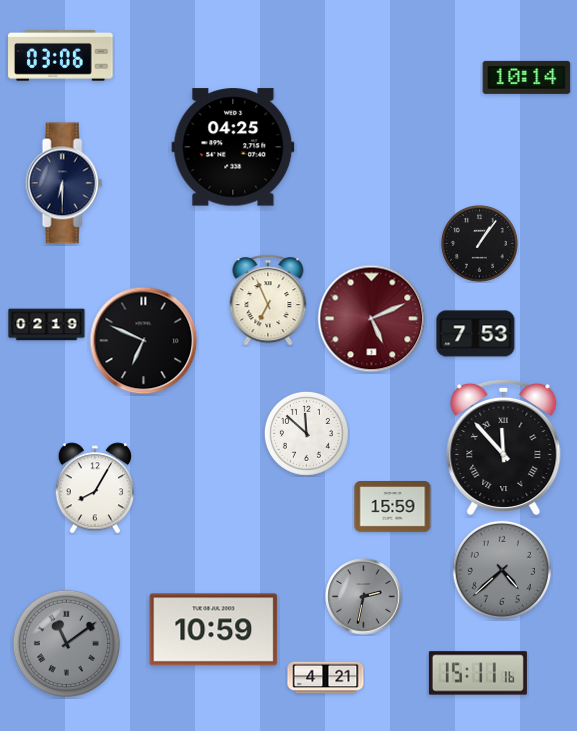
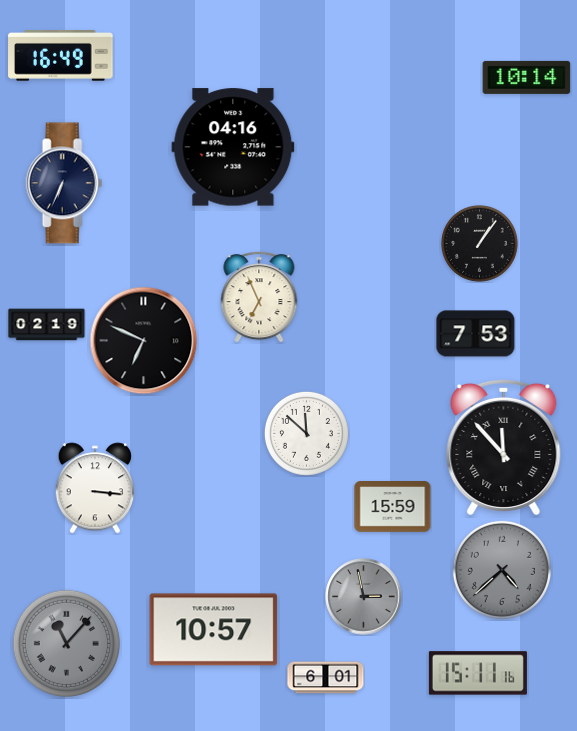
clock at (61, 56): 03:06 -> 16:49
clock at (233, 147): 04:25 -> 04:16
clock at (64, 183): 6:30 -> 6:34
clock at (268, 300) position: (268, 300) -> (259, 297)
clock at (372, 319): 5:11 -> none
clock at (94, 488): 8:05 -> 3:16
clock at (364, 597): 2:32 -> 2:58
clock at (214, 630): 10:59 -> 10:57
clock at (66, 643): 11:09 -> 11:07
clock at (326, 678): 4:21 -> 6:01
